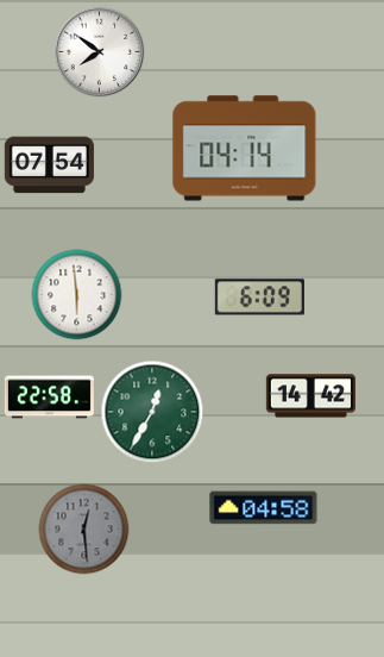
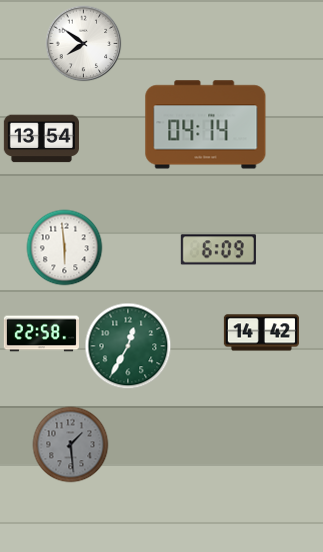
clock at (49, 165): 07:54 -> 13:54
clock at (264, 508): 04:58 -> none
clock at (84, 530): 12:29 -> 1:29
